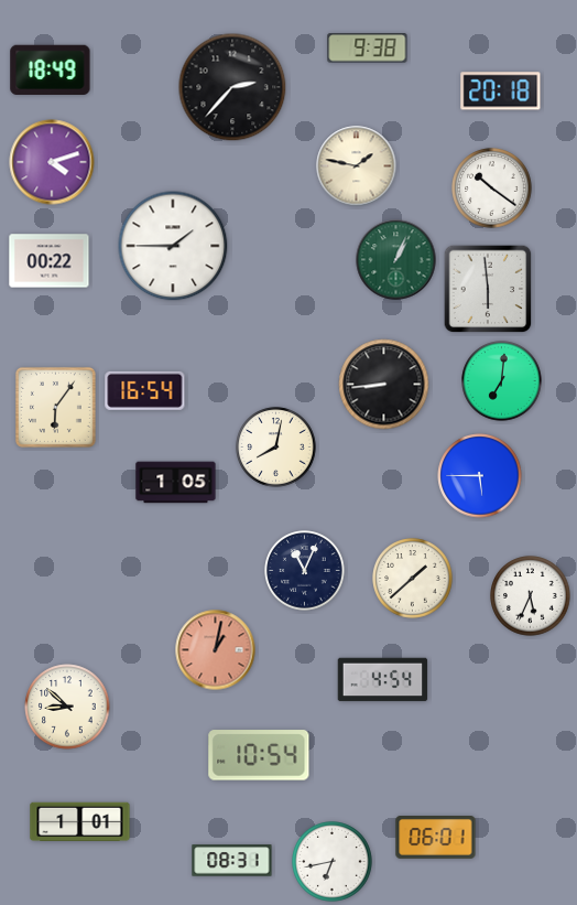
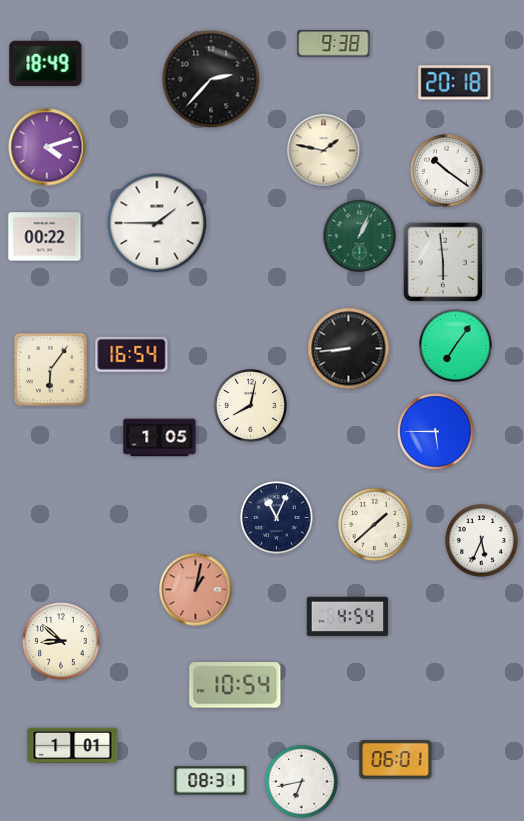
clock at (502, 381): 7:01 -> 7:06
